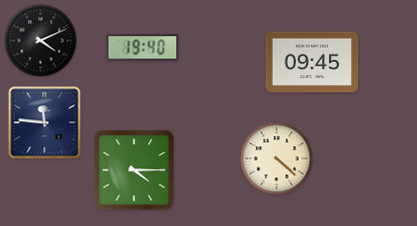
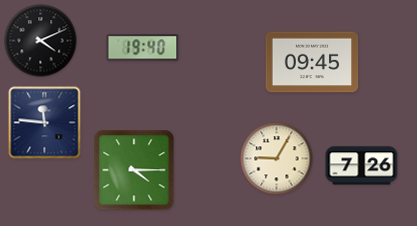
clock at (277, 159): 4:22 -> 9:05
clock at (362, 166): none -> 7:26
